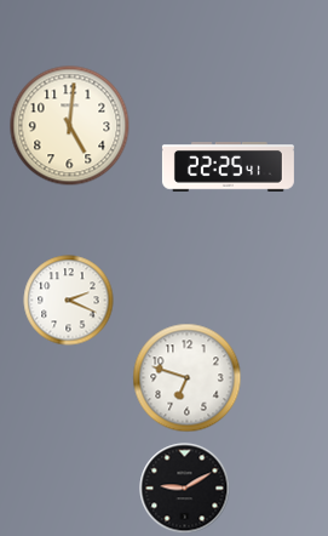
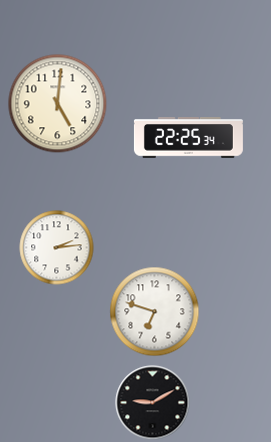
clock at (228, 167): 22:25:41 -> 22:25:34
clock at (69, 301): 2:19 -> 2:14
